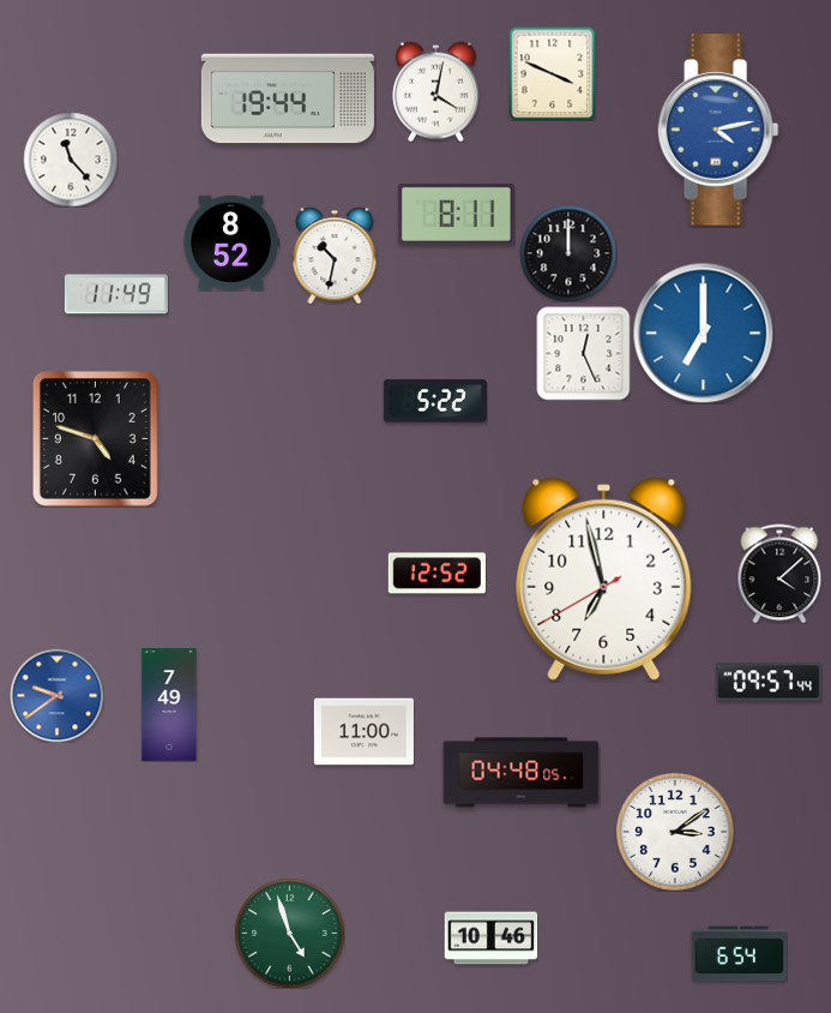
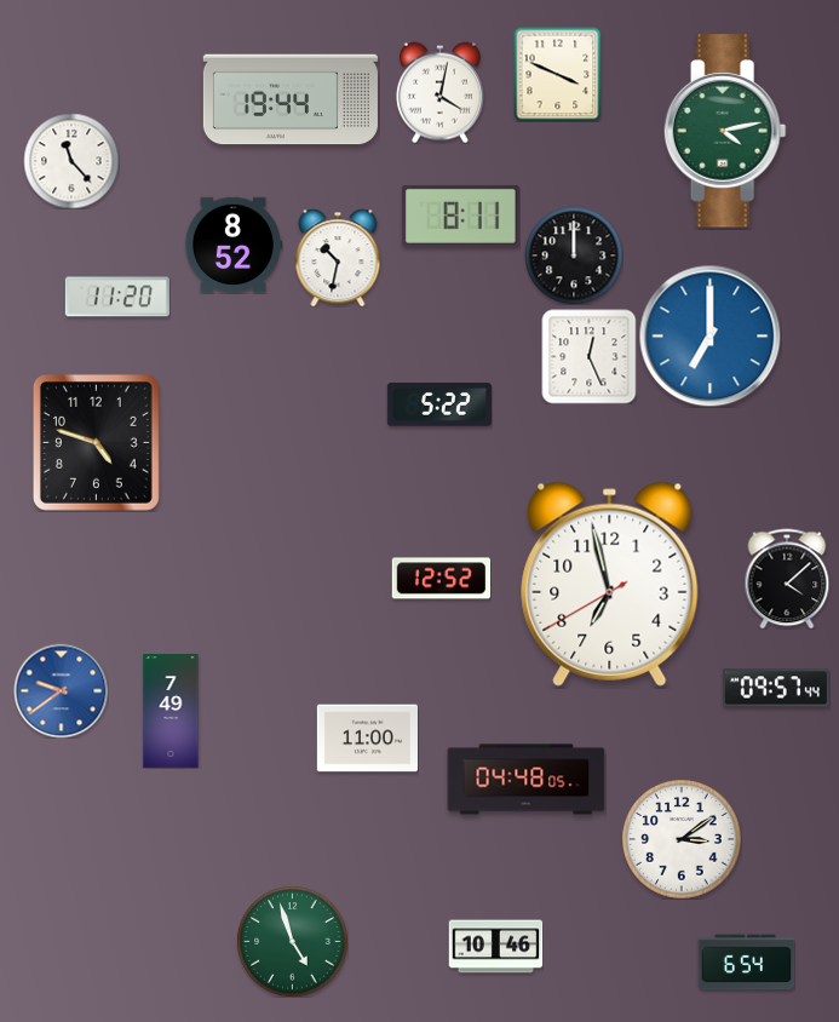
clock at (718, 130) dial: blue -> green
clock at (116, 294): 11:49 -> 11:20
clock at (56, 695) position: (56, 695) -> (61, 690)
